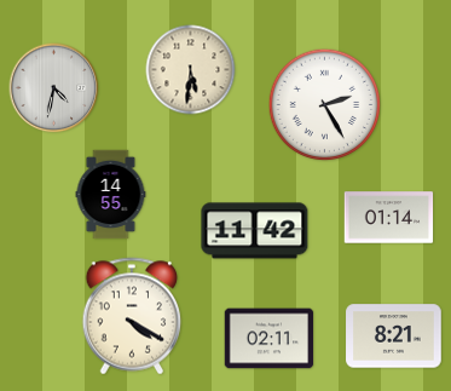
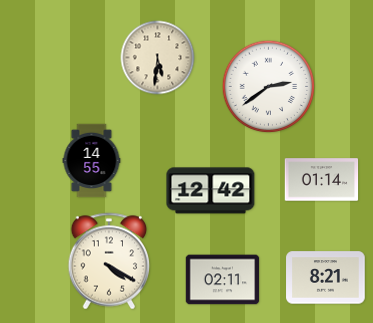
clock at (54, 88): 4:32 -> none
clock at (325, 105): 2:25 -> 2:39
clock at (255, 231): 11:42 -> 12:42
